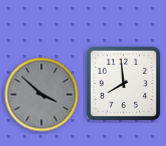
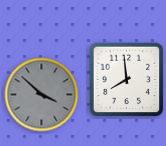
clock at (124, 84) position: (124, 84) -> (127, 80)
